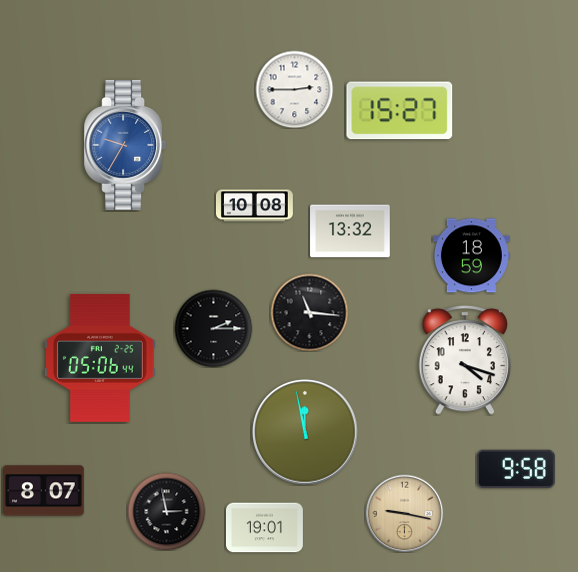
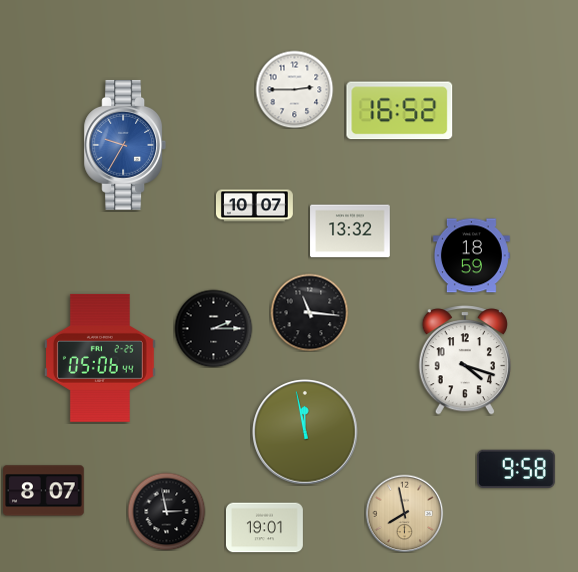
clock at (400, 111): 15:27 -> 16:52
clock at (254, 206): 10:08 -> 10:07
clock at (404, 513): 9:17 -> 7:58
